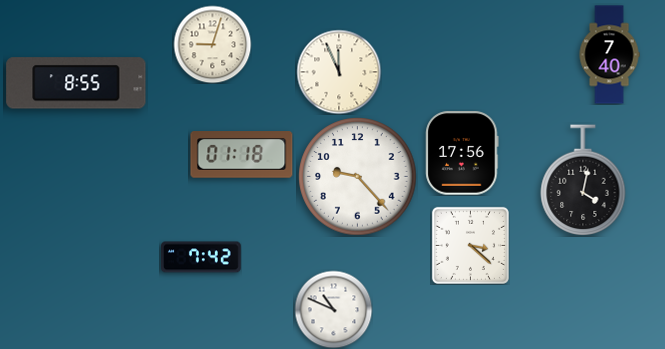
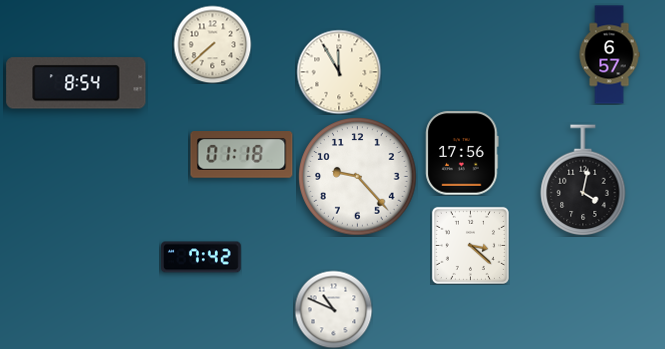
clock at (212, 44): 9:03 -> 7:38
clock at (609, 55): 7:40 -> 6:57
clock at (339, 72): 11:56 -> 11:55
clock at (76, 83): 8:55 -> 8:54
